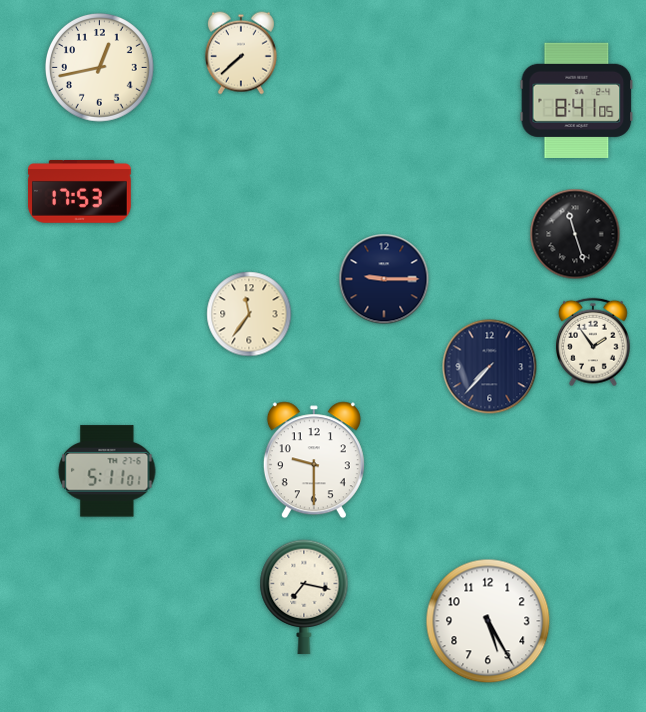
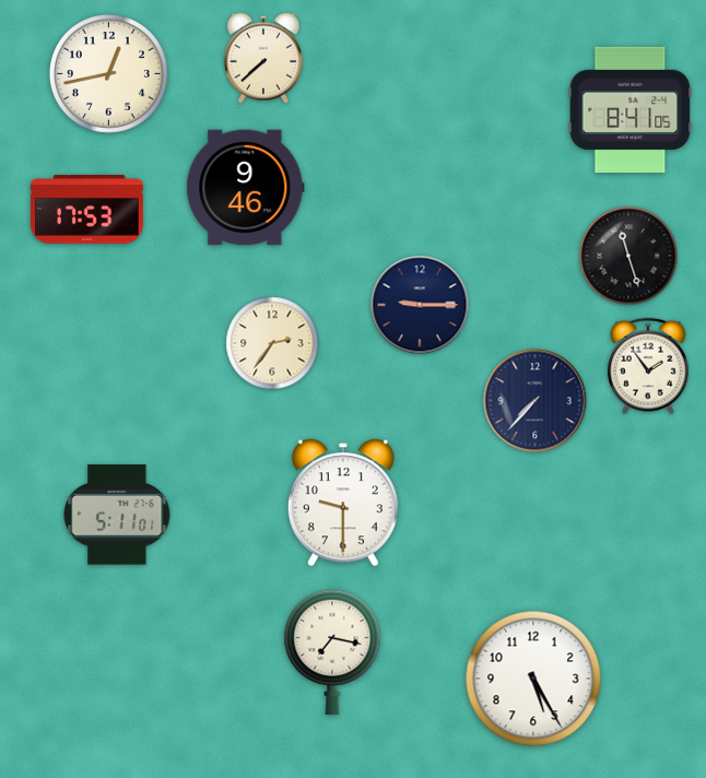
clock at (246, 188): none -> 9:46
clock at (249, 314): 11:36 -> 2:36
clock at (594, 342) position: (594, 342) -> (649, 366)
